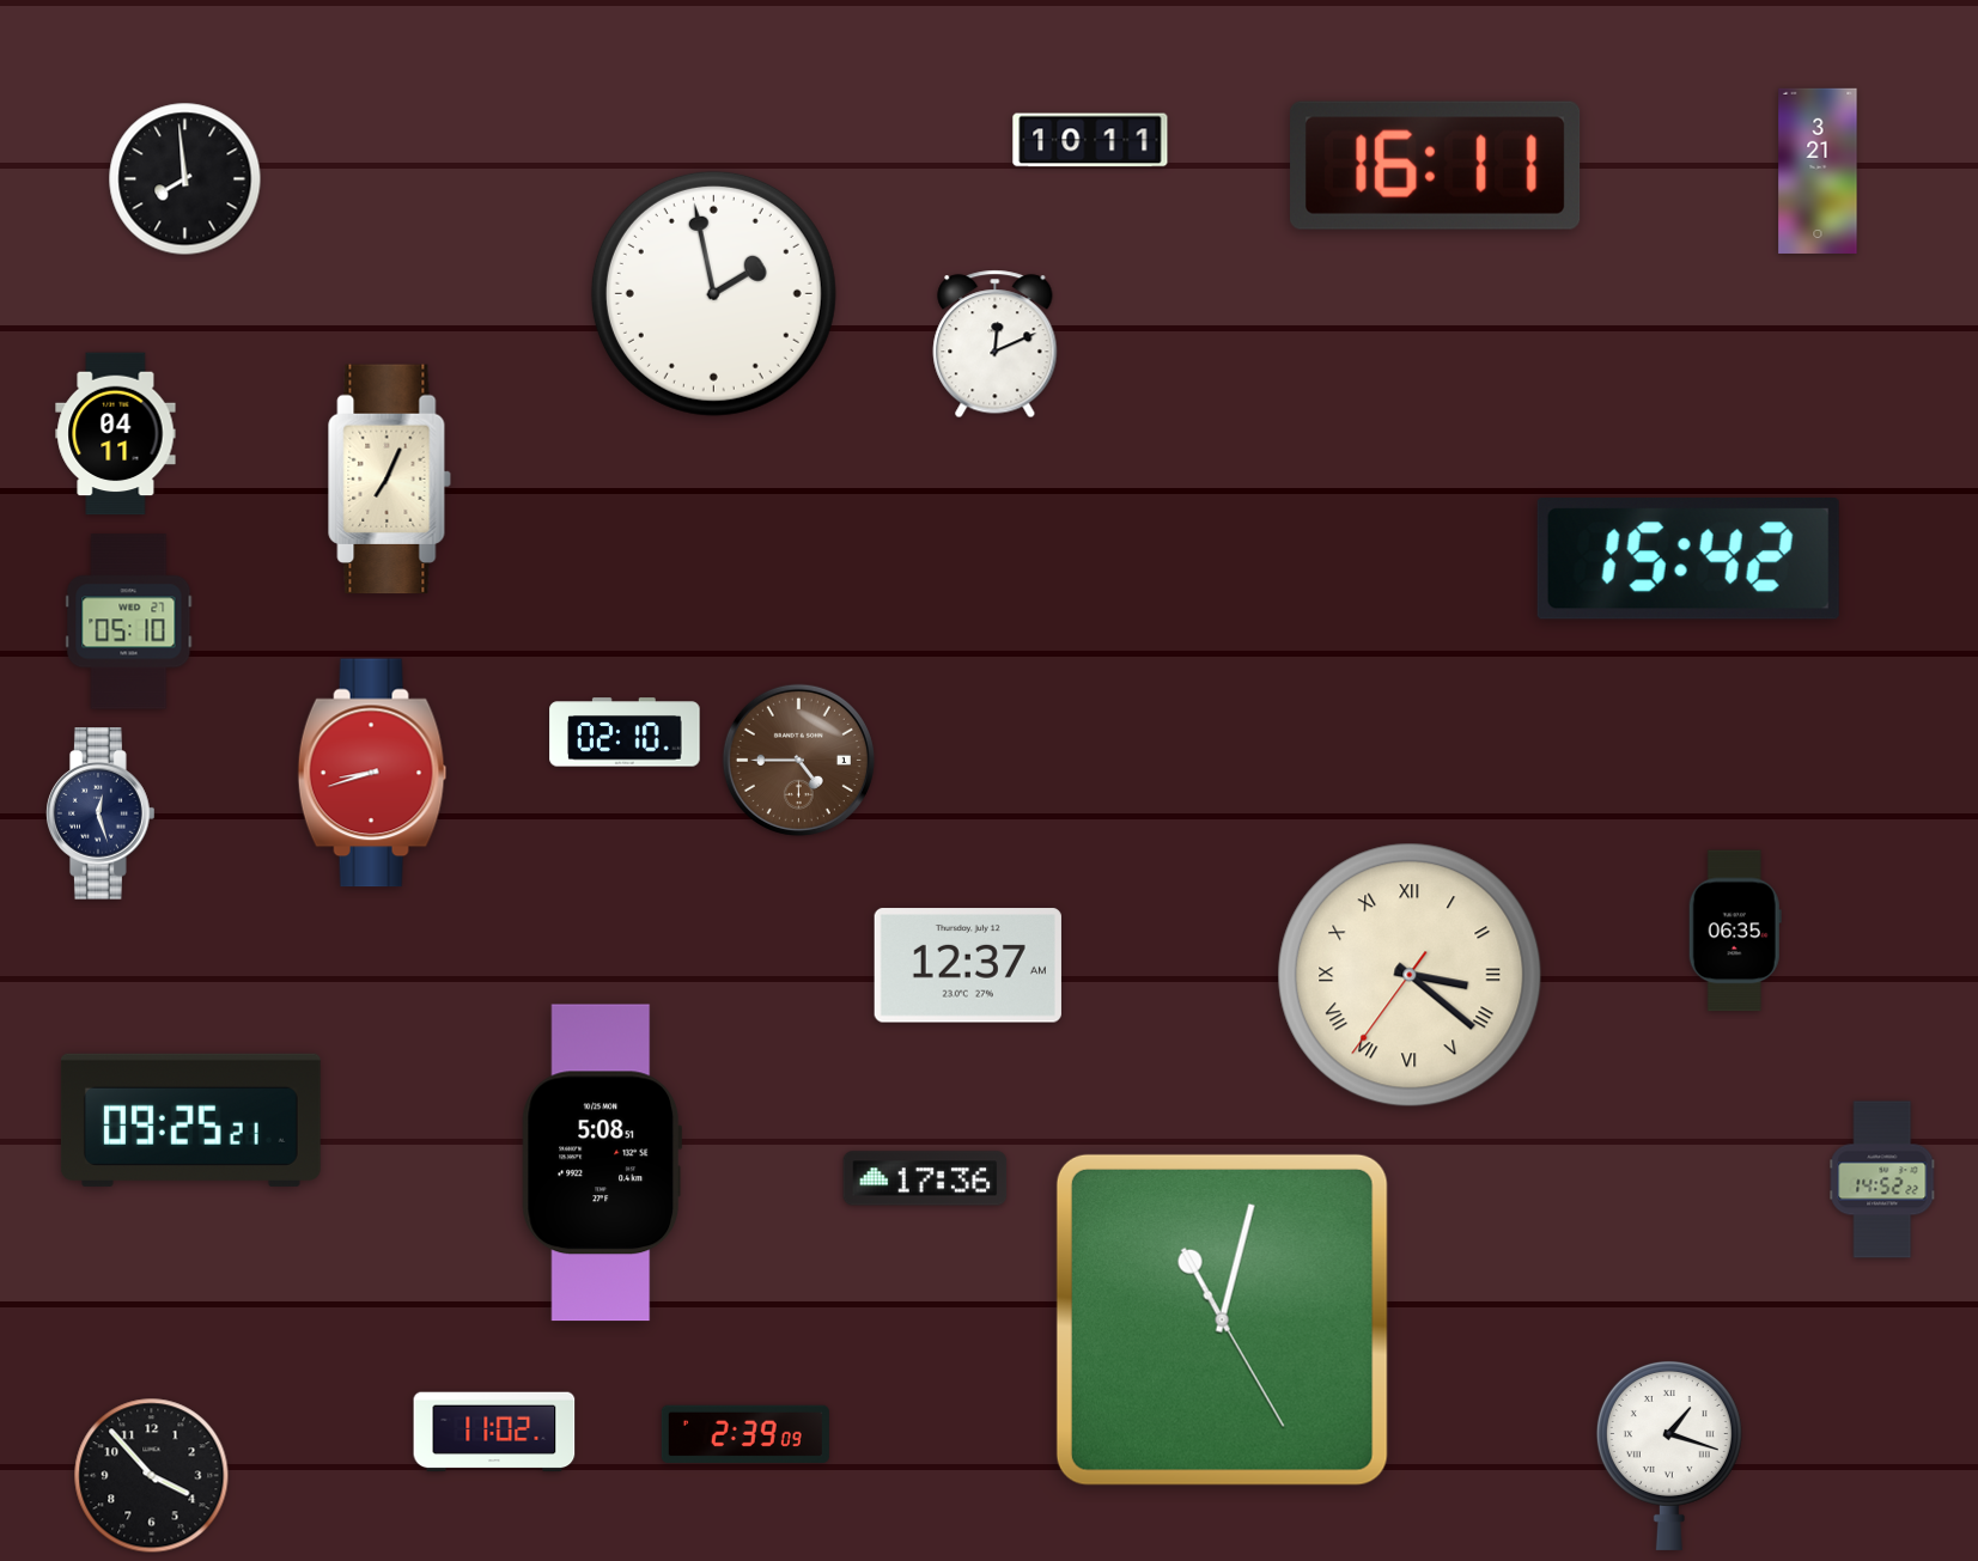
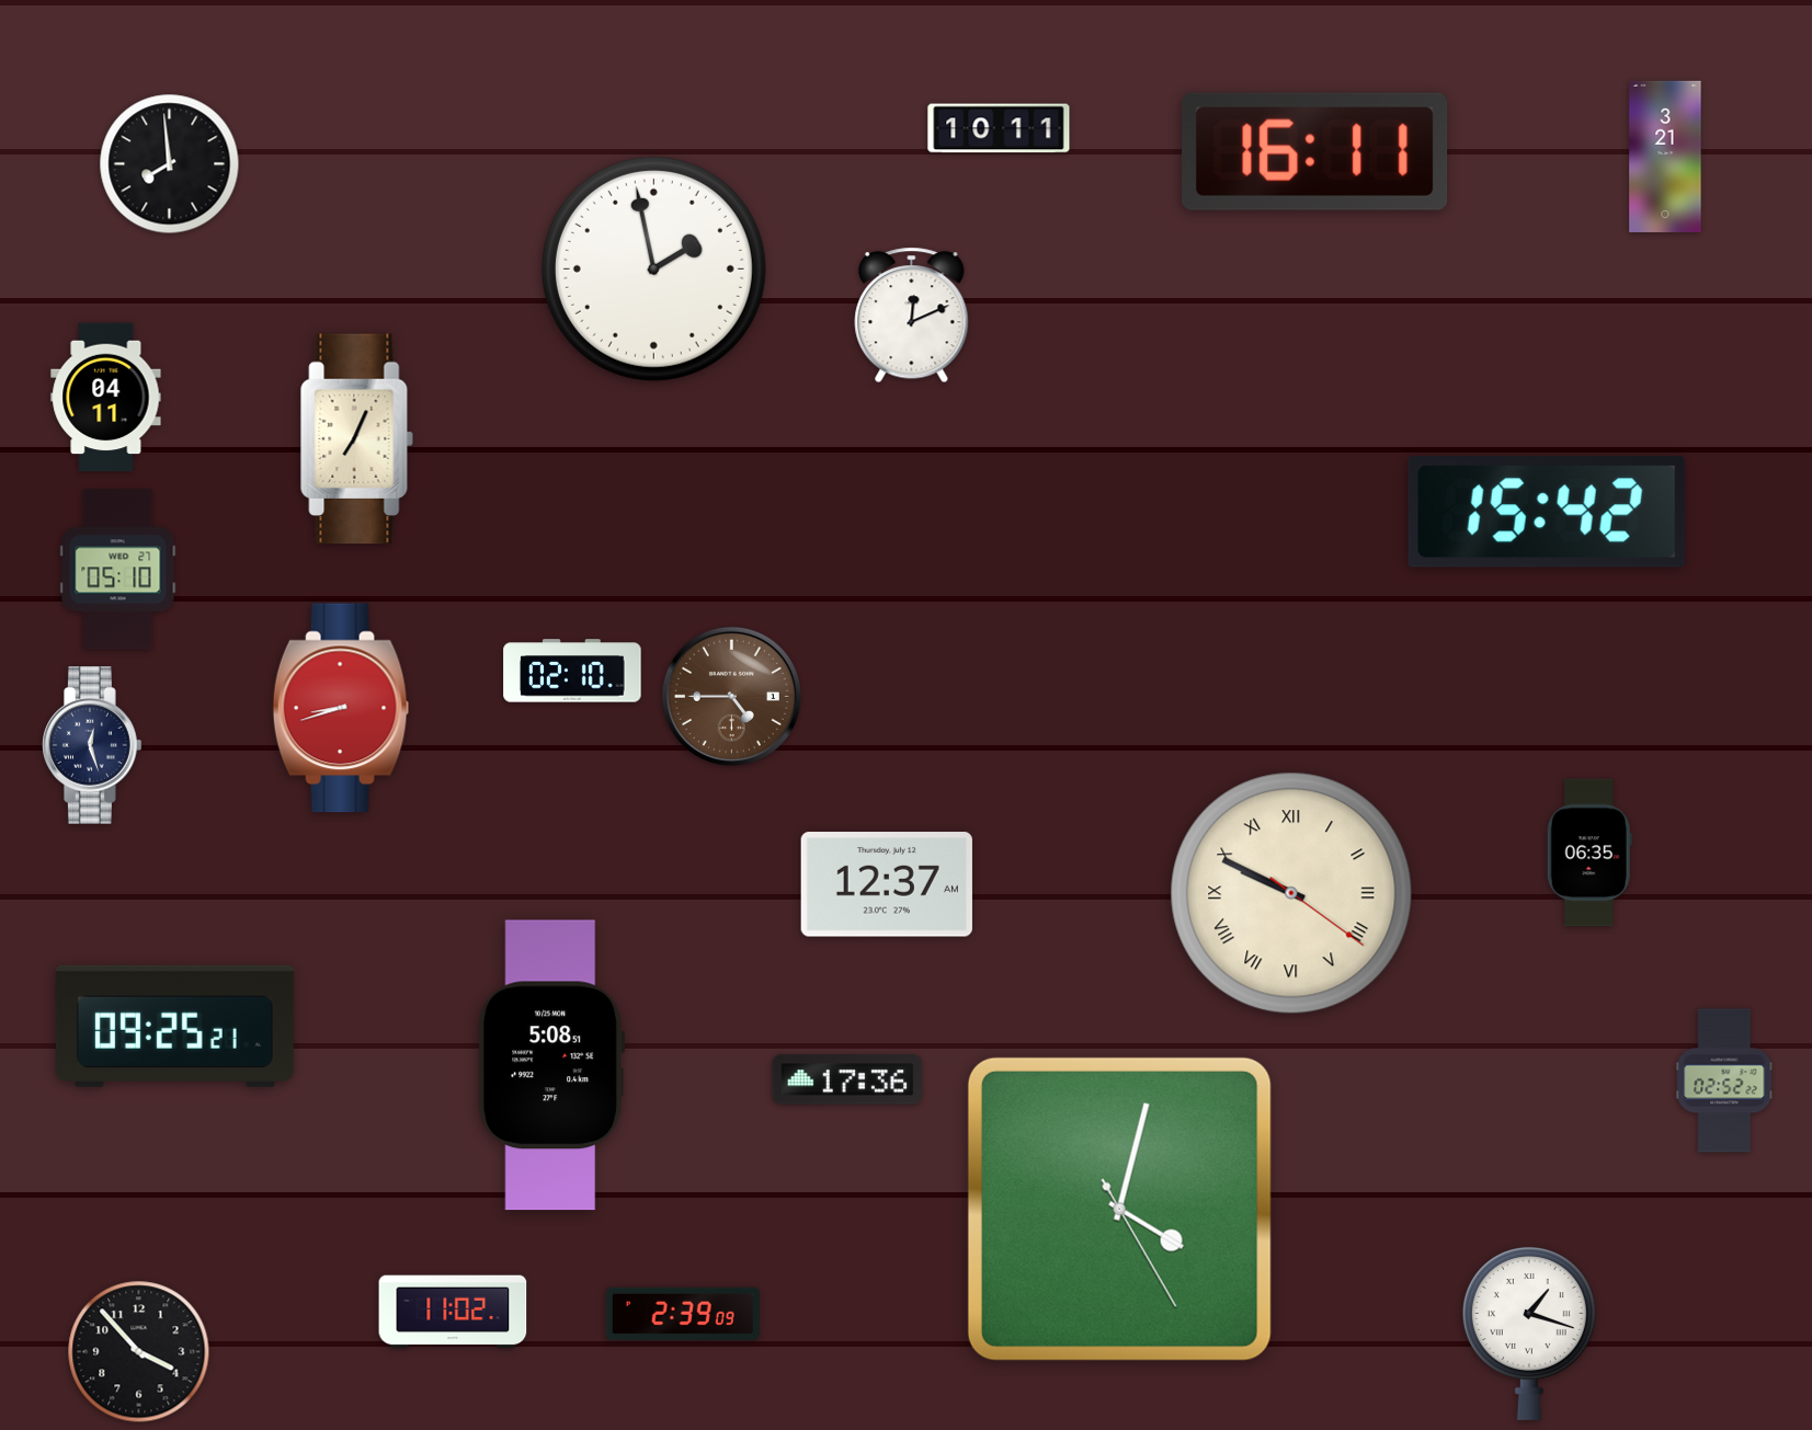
clock at (1410, 975): 3:21 -> 9:49
clock at (1882, 1179): 14:52 -> 02:52
clock at (1222, 1319): 11:02 -> 4:02
